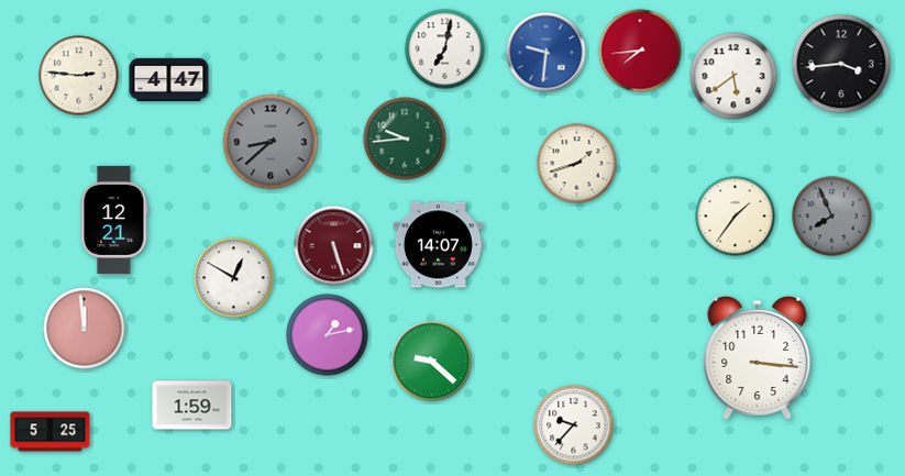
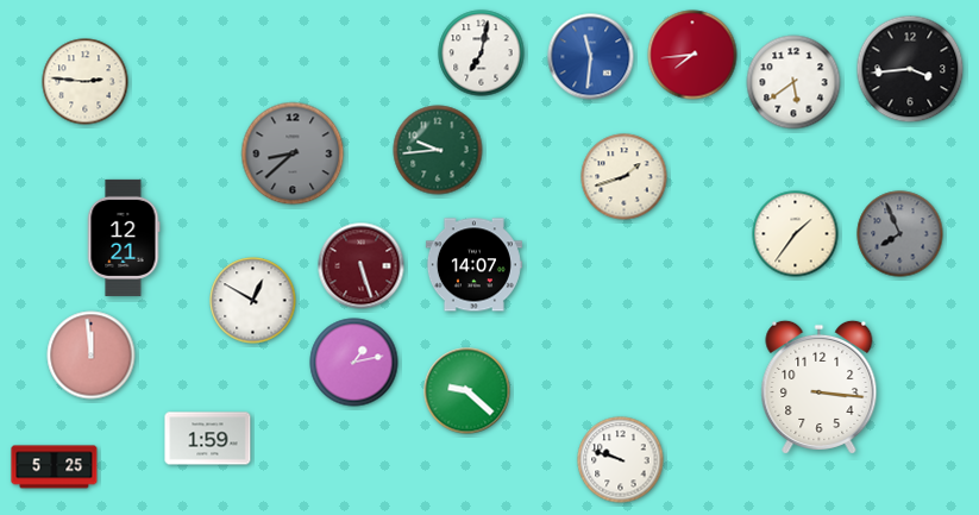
clock at (547, 53): 9:31 -> 11:31
clock at (169, 79): 4:47 -> none
clock at (574, 425): 9:37 -> 9:48
